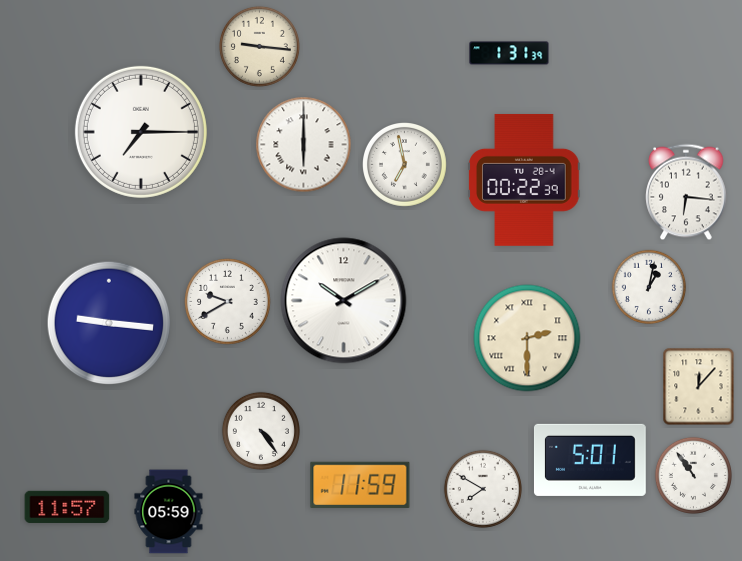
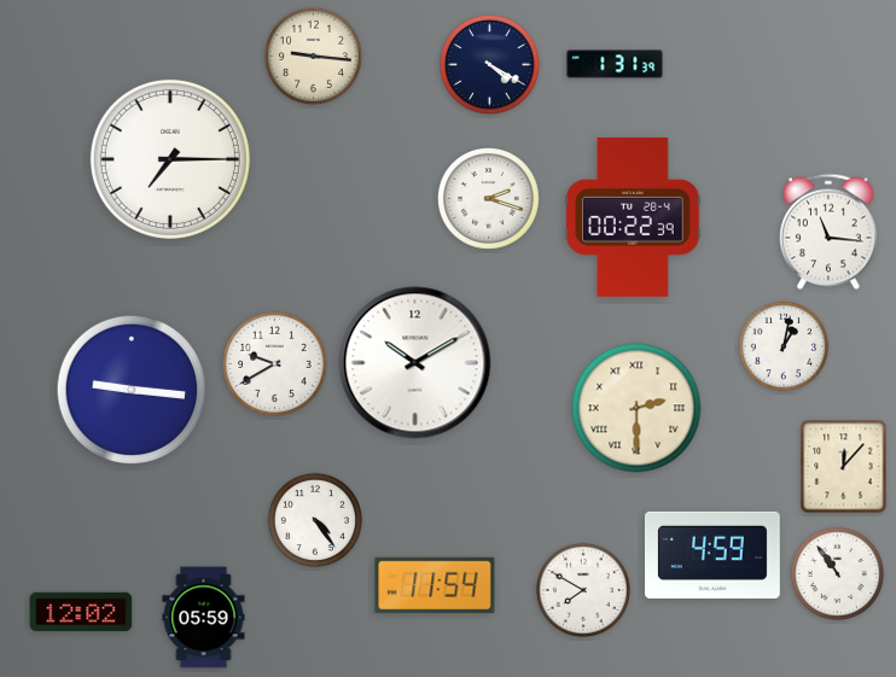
clock at (489, 64): none -> 4:20
clock at (304, 145): 6:00 -> none
clock at (405, 165): 6:58 -> 2:18
clock at (686, 192): 6:16 -> 11:16
clock at (590, 460): 5:01 -> 4:59
clock at (360, 485): 11:59 -> 11:54
clock at (67, 507): 11:57 -> 12:02
